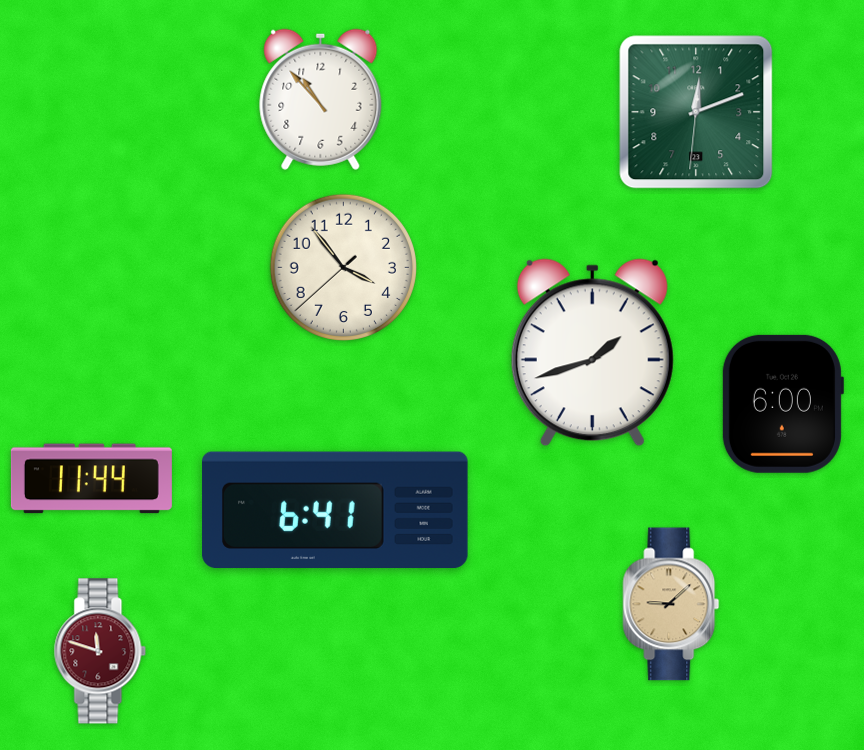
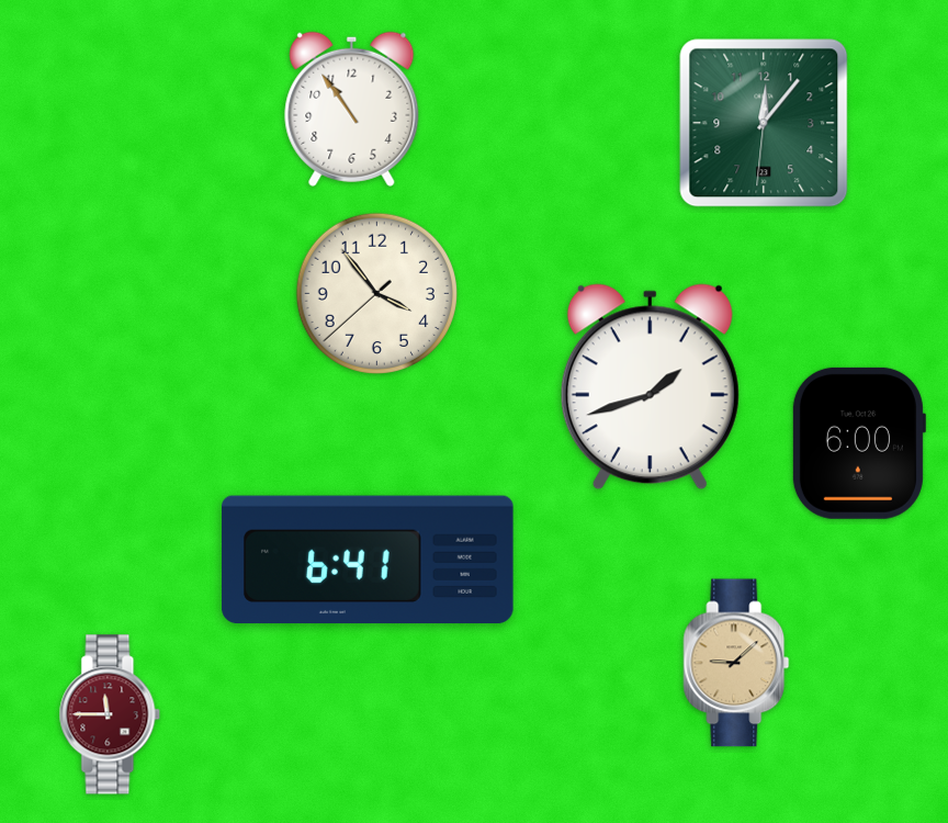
clock at (321, 99): 10:53 -> 10:54
clock at (696, 112): 12:11 -> 12:06
clock at (91, 479): 11:44 -> none
clock at (100, 651): 11:48 -> 11:45
